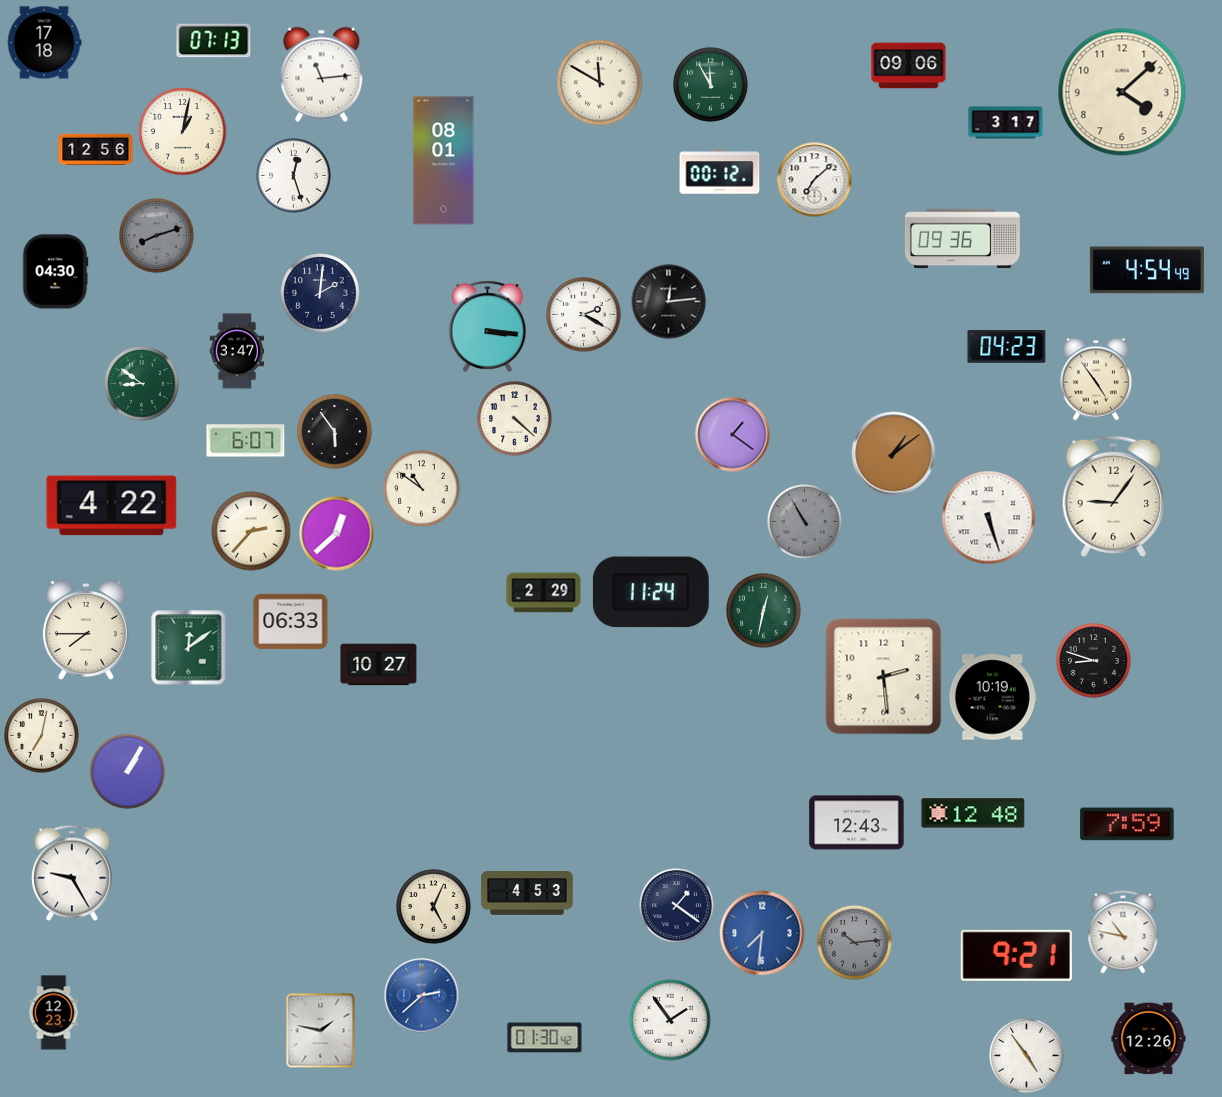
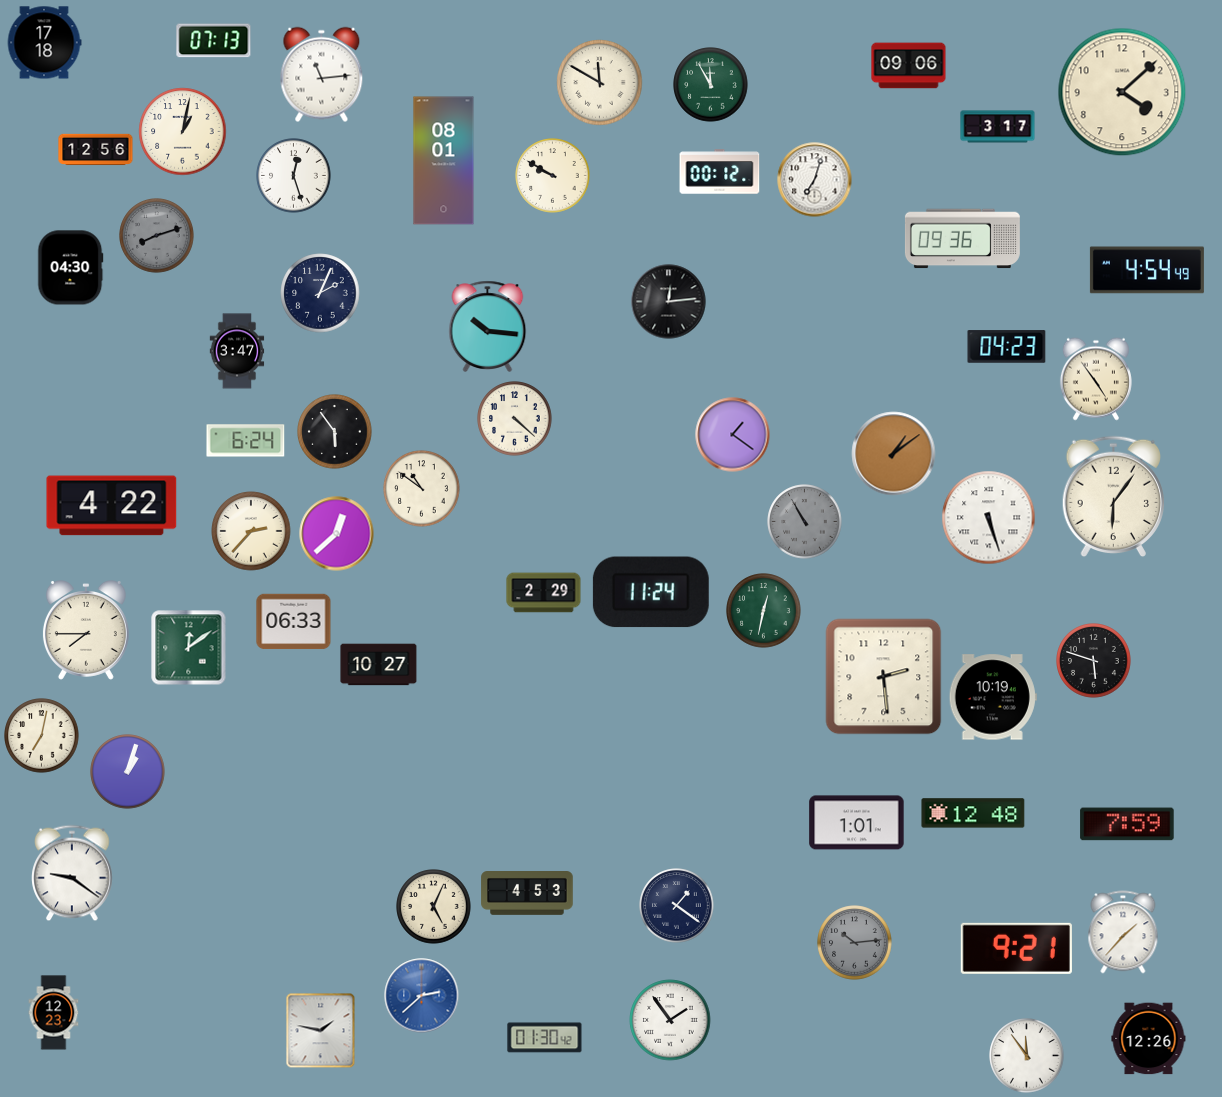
clock at (1006, 123) position: (1006, 123) -> (998, 127)
clock at (553, 176): none -> 9:50
clock at (815, 180): 7:08 -> 7:03
clock at (56, 272) position: (56, 272) -> (71, 268)
clock at (320, 293): 2:01 -> 2:04
clock at (584, 315): 2:20 -> none
clock at (488, 326): 3:16 -> 10:16
clock at (142, 384): 8:51 -> none
clock at (246, 441): 6:07 -> 6:24
clock at (1113, 497): 9:06 -> 6:06
clock at (291, 622) position: (291, 622) -> (294, 622)
clock at (1094, 661): 8:48 -> 5:48
clock at (128, 772): 1:05 -> 1:03
clock at (857, 823): 12:43 -> 1:01
clock at (72, 873): 9:25 -> 9:21
clock at (1123, 932): 10:47 -> 1:37
clock at (762, 933): 7:31 -> none
clock at (1016, 955) position: (1016, 955) -> (1016, 948)
clock at (1027, 1056): 4:54 -> 11:54
